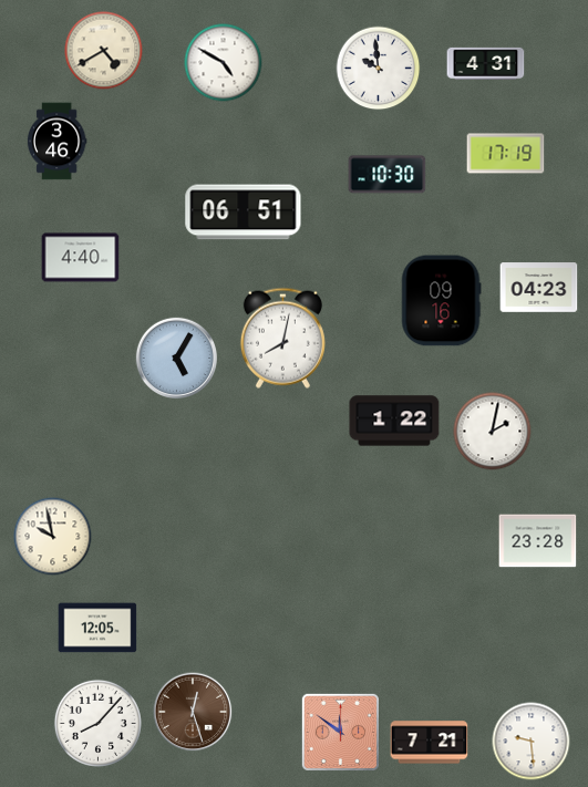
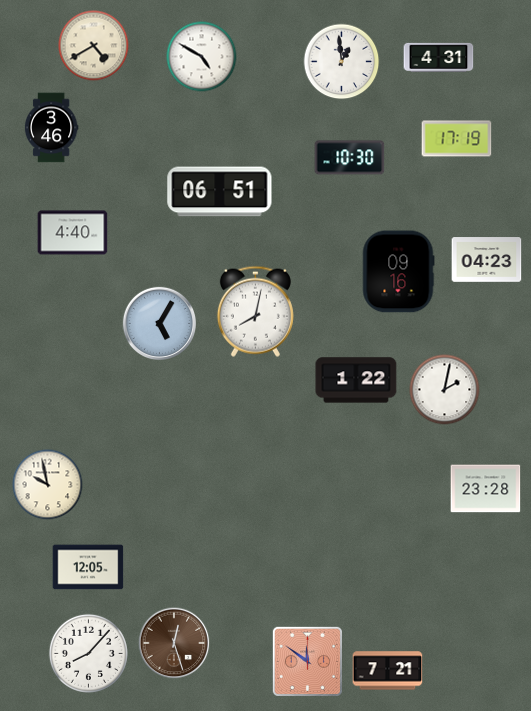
clock at (379, 69): 9:59 -> 12:59
clock at (282, 338) position: (282, 338) -> (255, 311)
clock at (532, 742): 9:29 -> none
